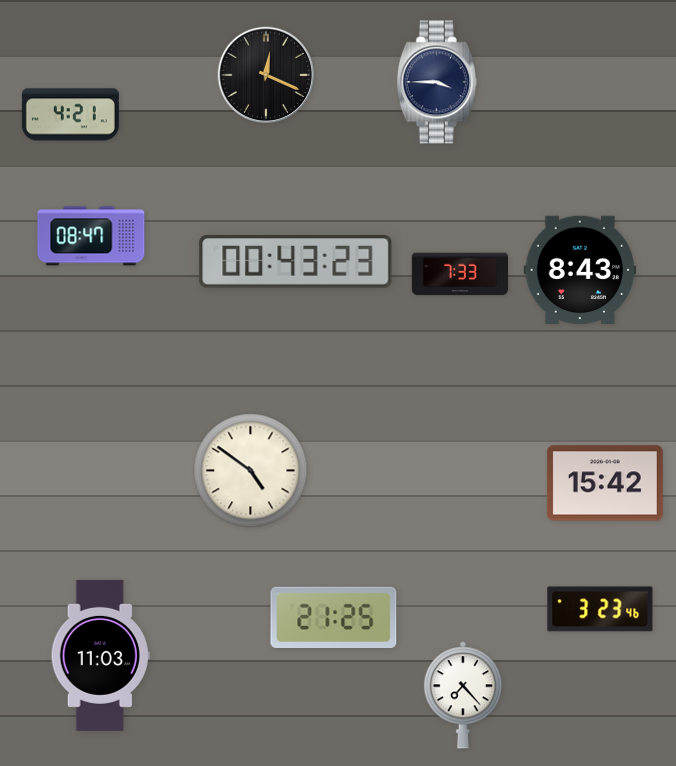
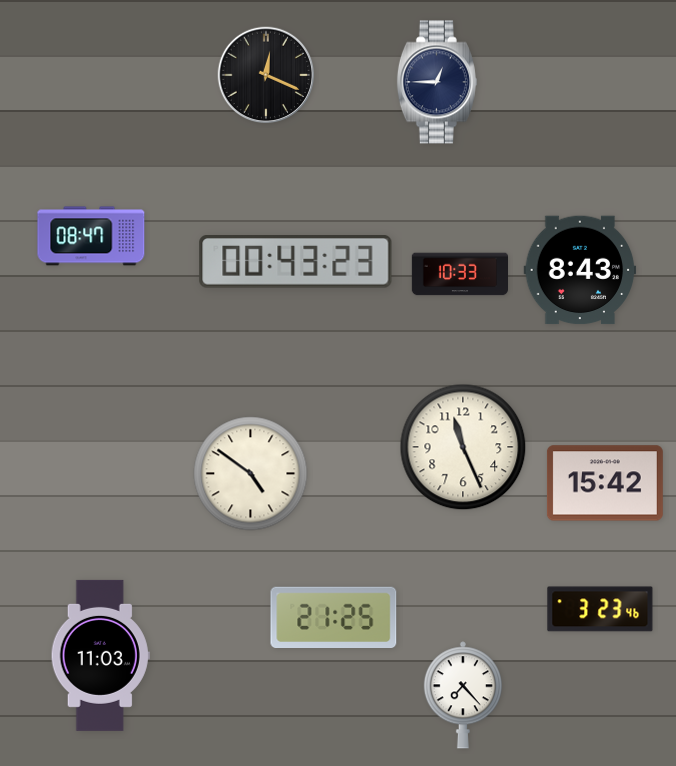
clock at (437, 82): 3:45 -> 12:45
clock at (70, 115): 4:21 -> none
clock at (459, 274): 7:33 -> 10:33
clock at (463, 447): none -> 11:26
clock at (251, 471) position: (251, 471) -> (251, 474)
